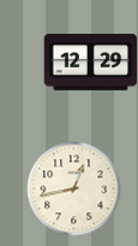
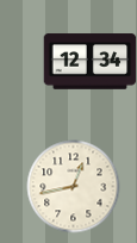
clock at (90, 63): 12:29 -> 12:34
